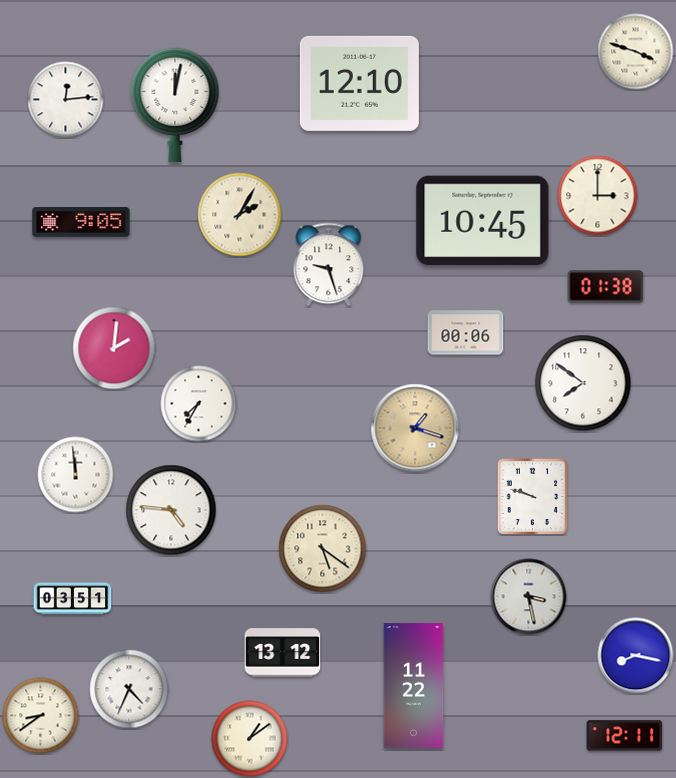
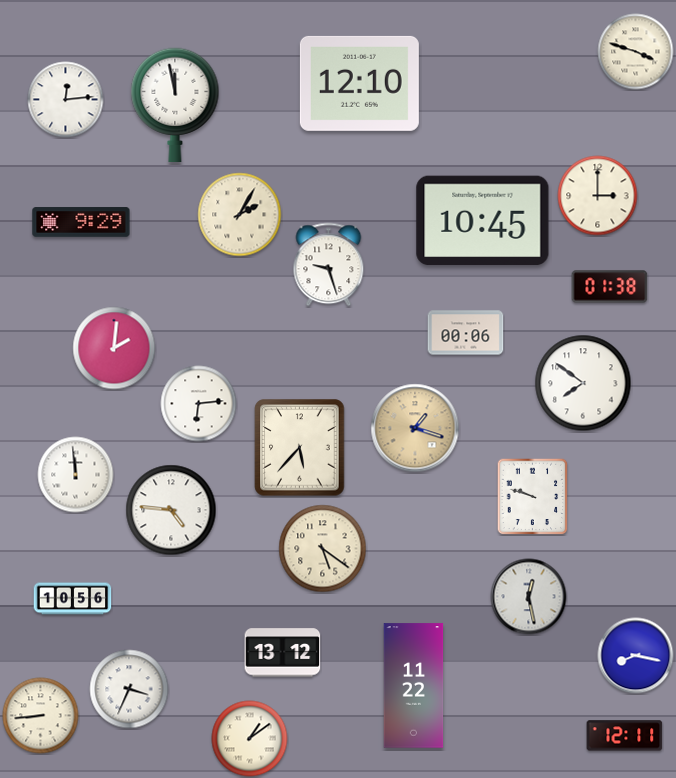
clock at (175, 104): 12:02 -> 11:58
clock at (81, 222): 9:05 -> 9:29
clock at (606, 287) position: (606, 287) -> (610, 287)
clock at (199, 404): 7:35 -> 6:14
clock at (300, 448): none -> 5:37
clock at (529, 597): 3:28 -> 12:28
clock at (73, 599): 03:51 -> 10:56
clock at (129, 689): 4:34 -> 3:34
clock at (41, 716): 8:39 -> 8:44
